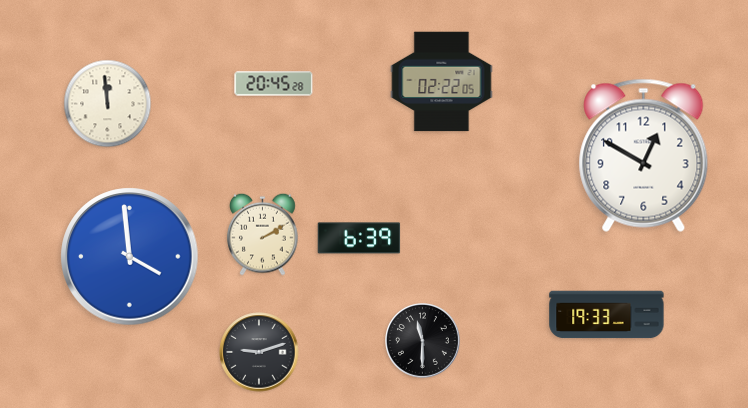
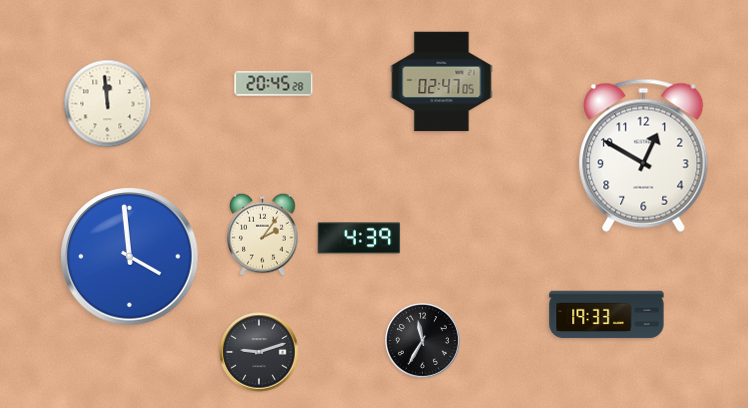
clock at (442, 82): 02:22 -> 02:47
clock at (263, 234): 2:10 -> 2:06
clock at (359, 238): 6:39 -> 4:39
clock at (423, 341): 11:30 -> 11:35
